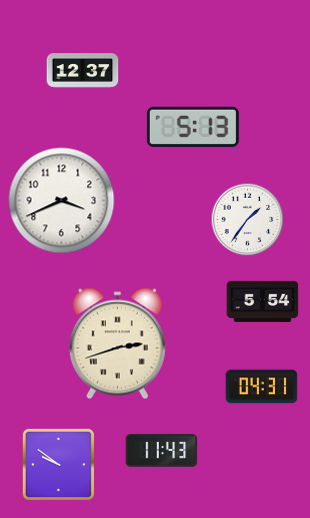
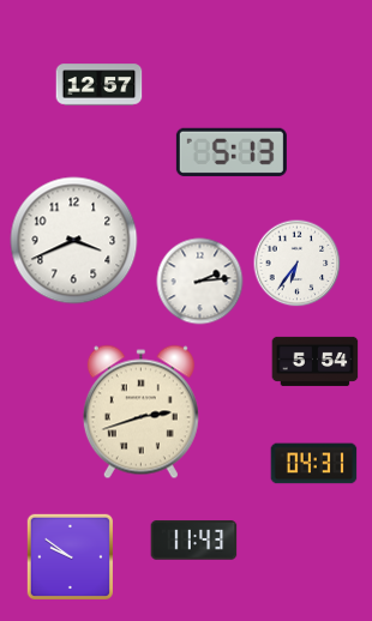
clock at (83, 71): 12:37 -> 12:57
clock at (248, 220): 1:36 -> 6:36
clock at (200, 282): none -> 2:14
